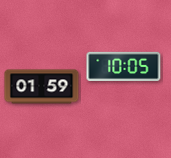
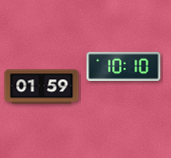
clock at (124, 66): 10:05 -> 10:10
